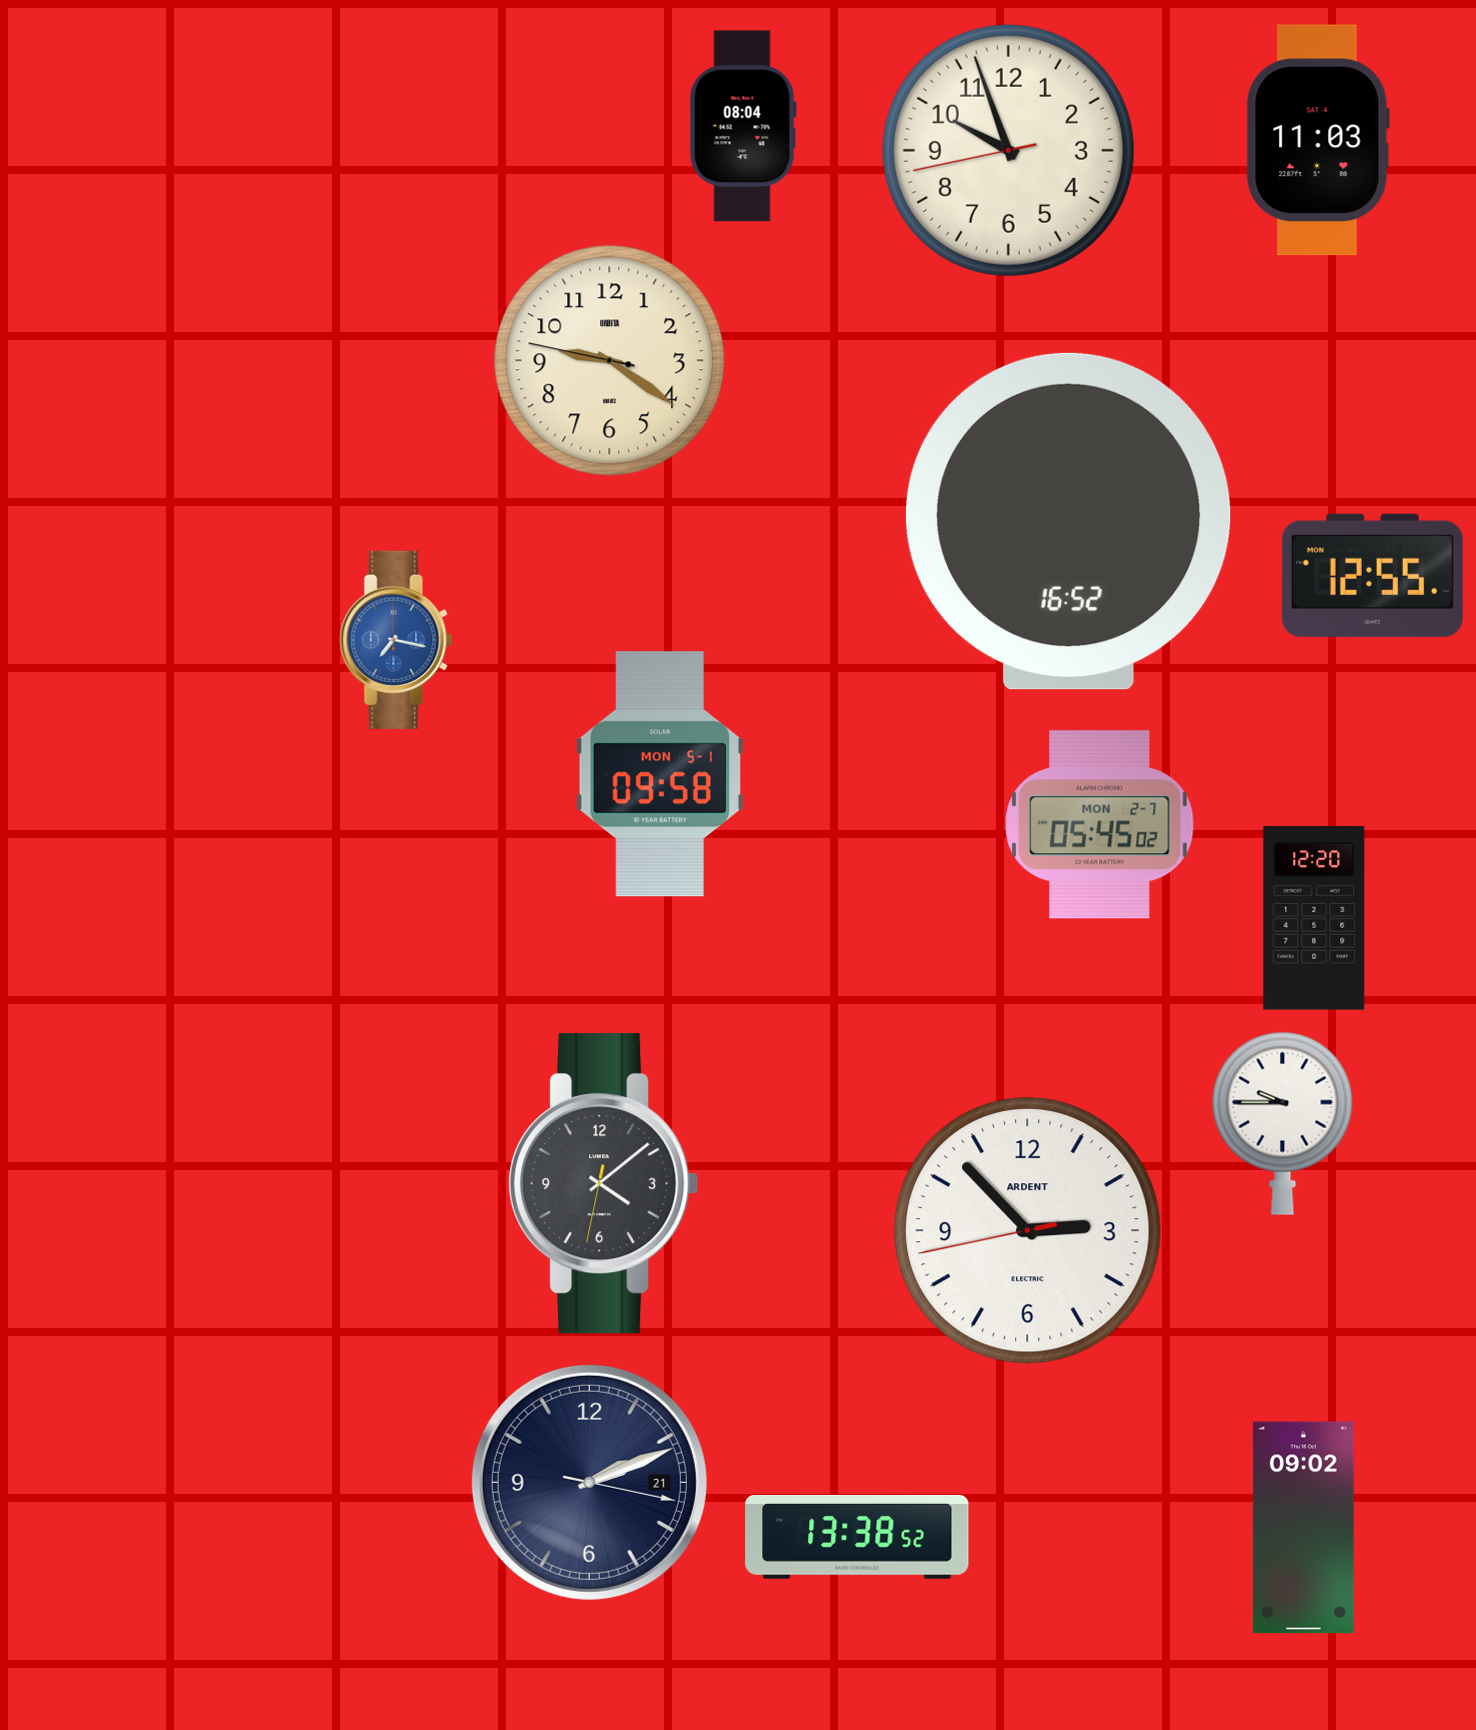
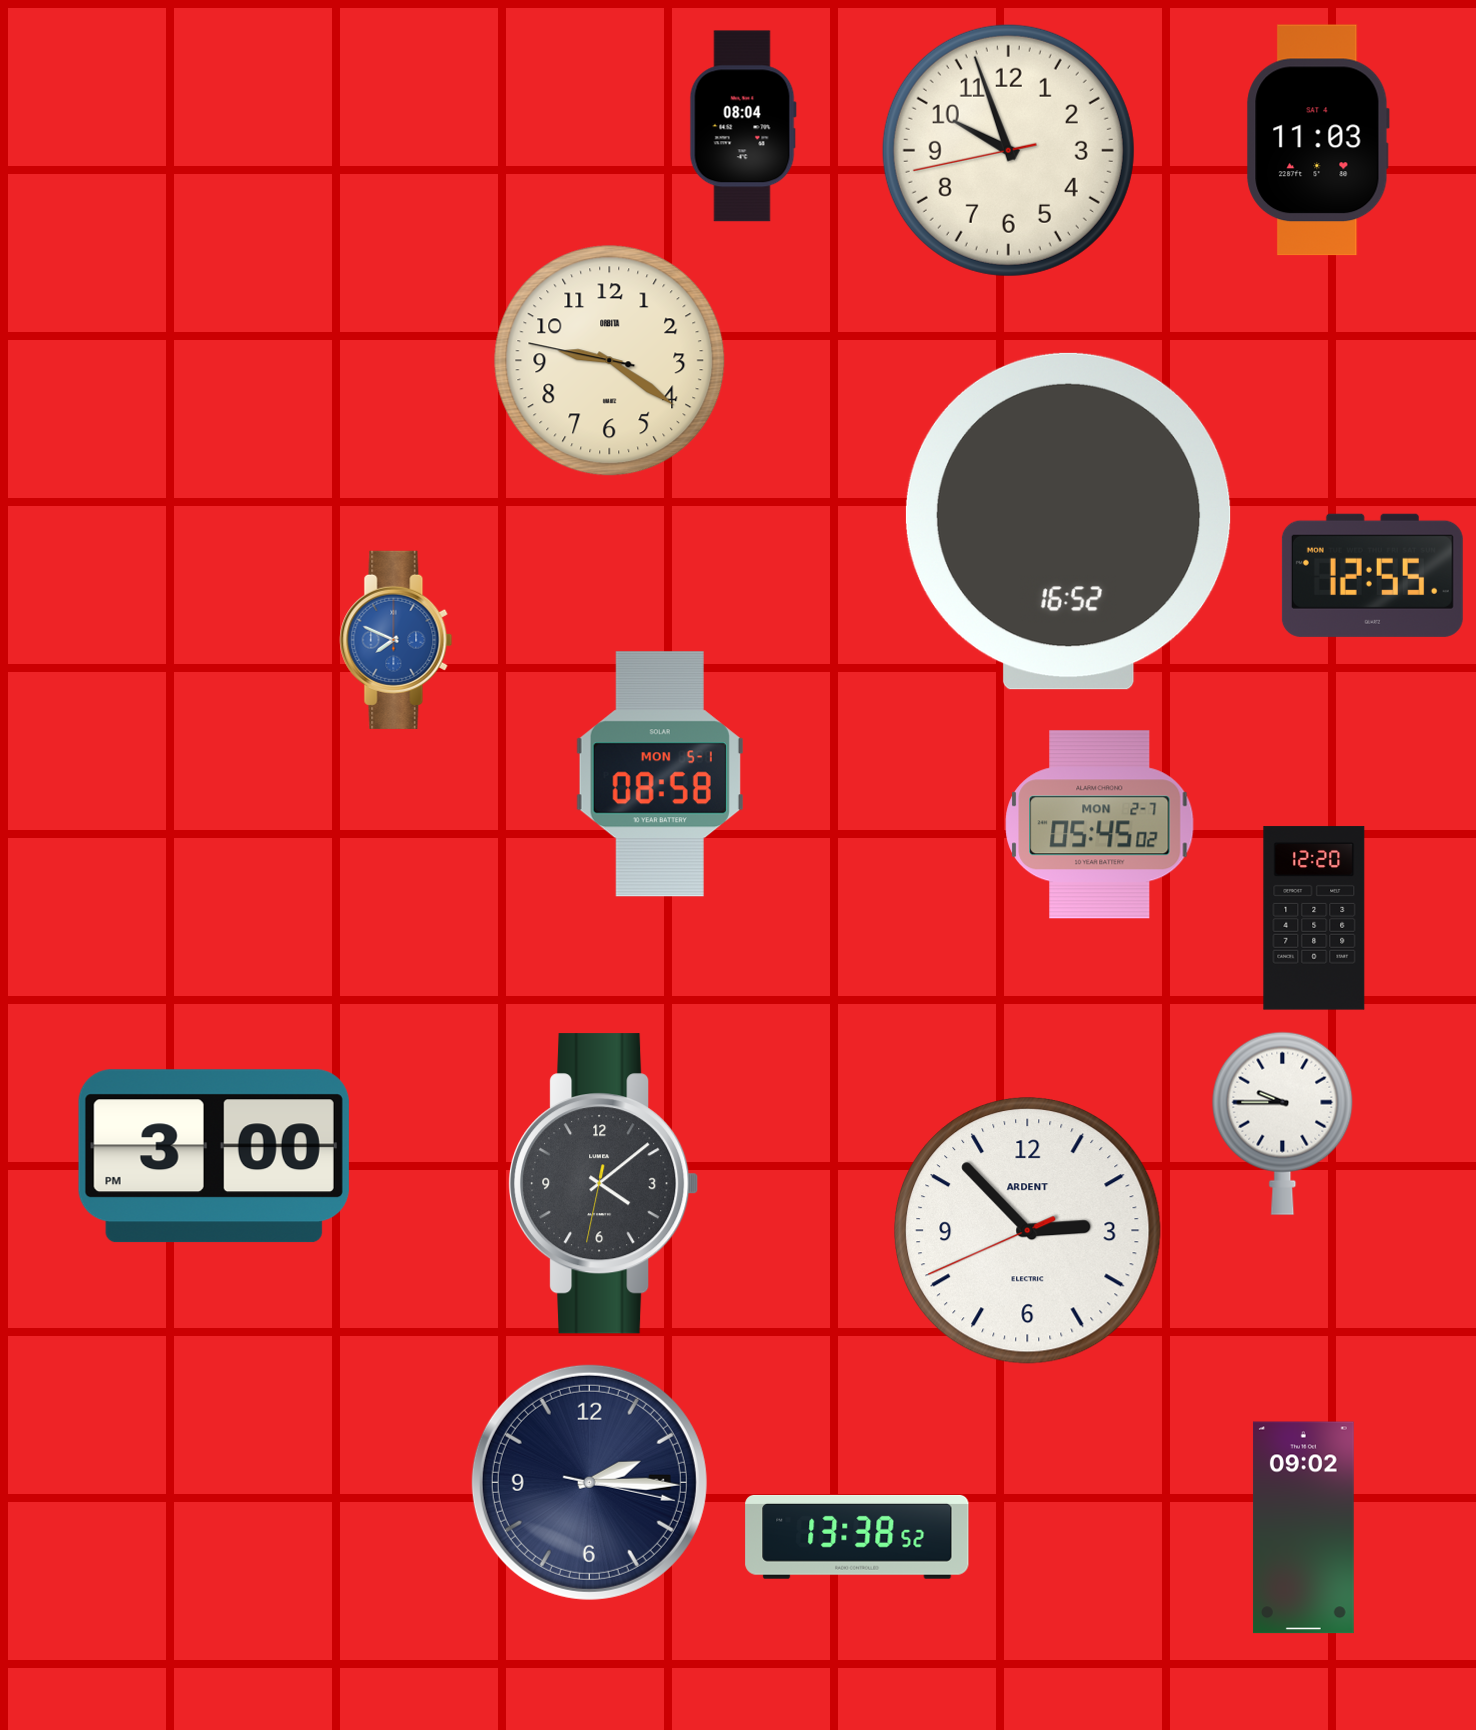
clock at (396, 640): 7:17 -> 7:49
clock at (660, 774): 09:58 -> 08:58
clock at (214, 1156): none -> 3:00
clock at (1028, 1231): 2:52:43 -> 2:52:41
clock at (589, 1482): 2:11 -> 2:15
